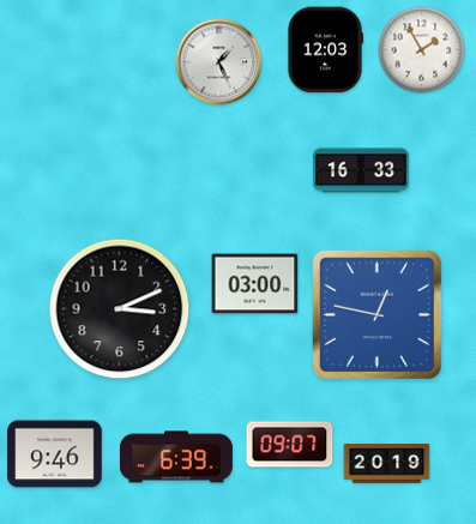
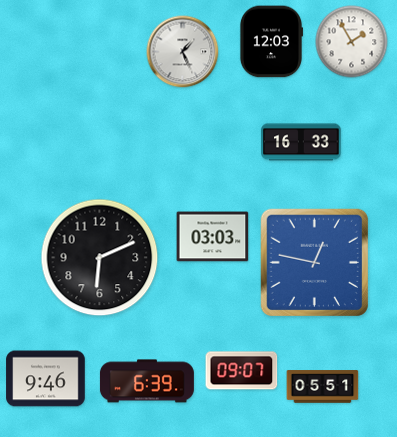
clock at (255, 284): 03:00 -> 03:03
clock at (120, 309): 3:11 -> 6:11
clock at (387, 464): 20:19 -> 05:51
